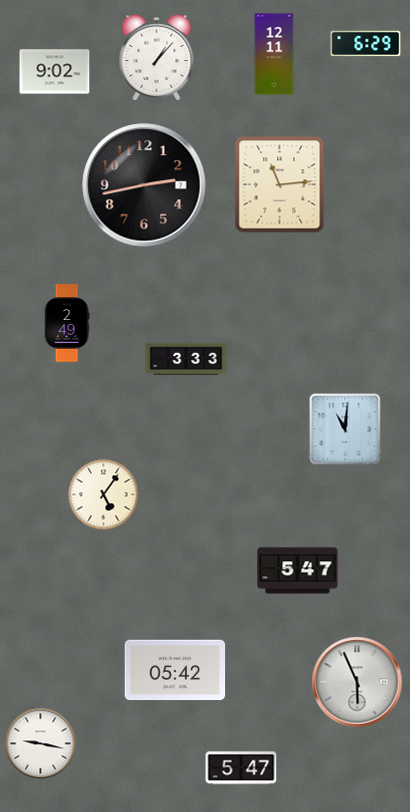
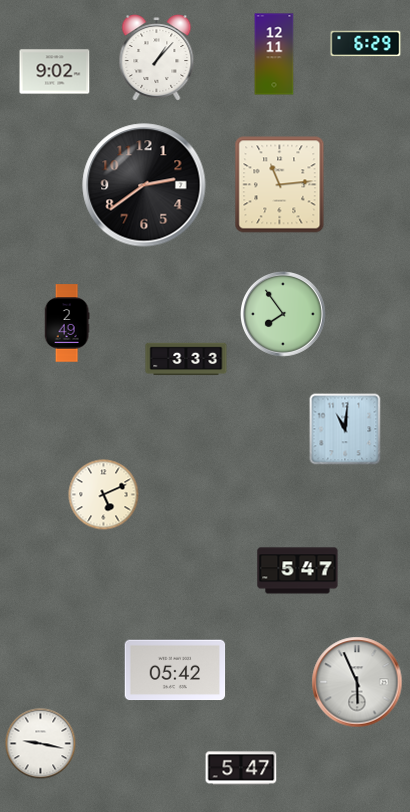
clock at (144, 185): 2:43 -> 2:39
clock at (284, 315): none -> 7:54
clock at (104, 495): 5:06 -> 5:11
